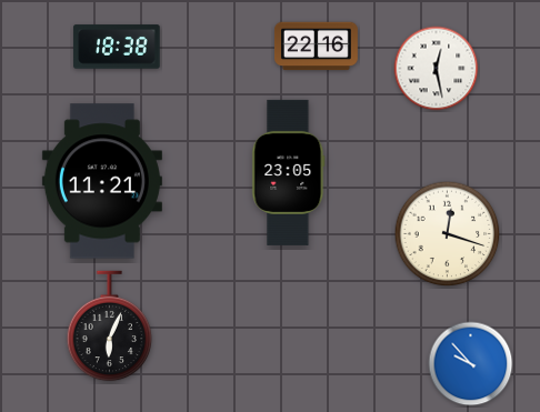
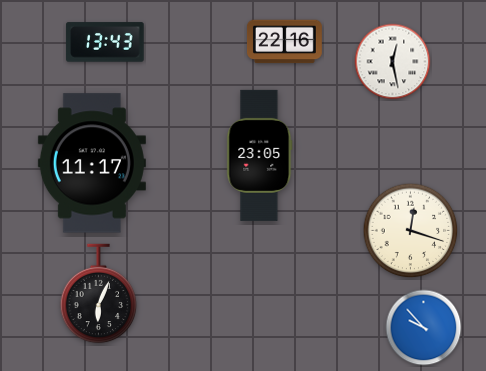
clock at (117, 47): 18:38 -> 13:43
clock at (102, 181): 11:21 -> 11:17
clock at (448, 234) position: (448, 234) -> (411, 231)
